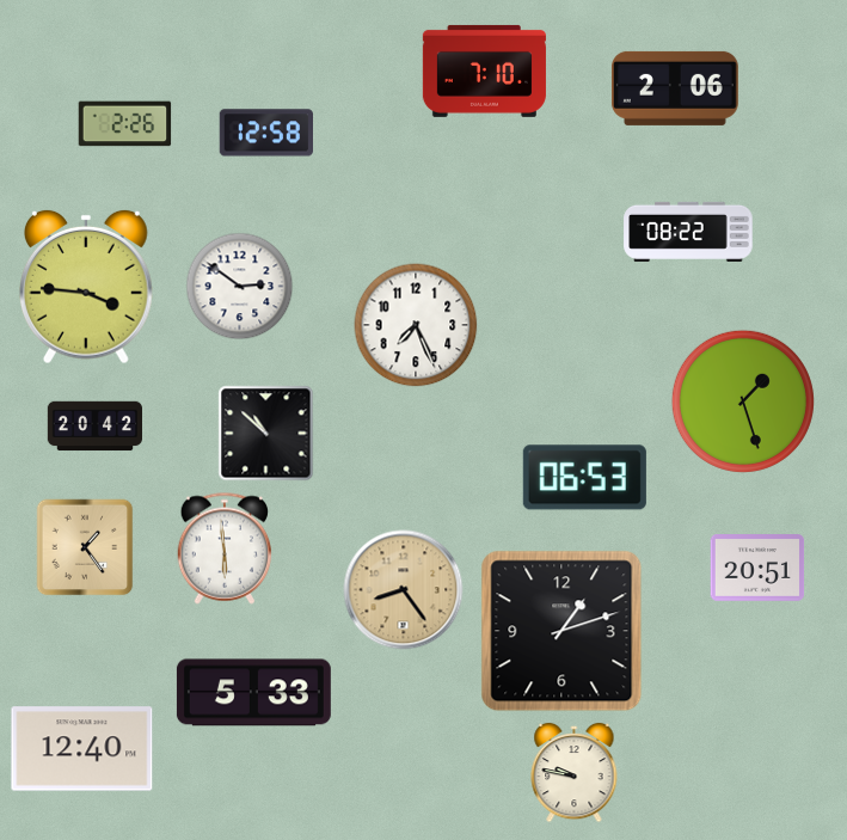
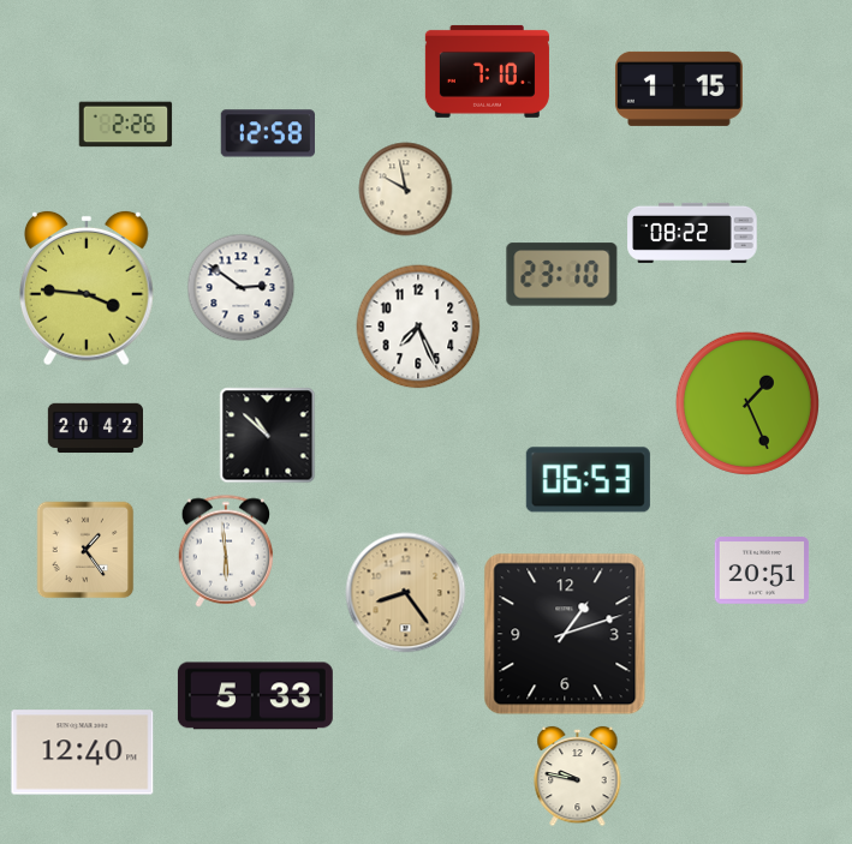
clock at (675, 88): 2:06 -> 1:15
clock at (406, 190): none -> 9:58
clock at (562, 275): none -> 23:10
clock at (743, 401): 1:27 -> 1:26
